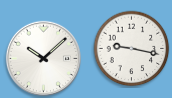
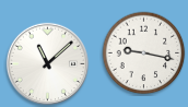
clock at (43, 58): 10:08 -> 11:08
